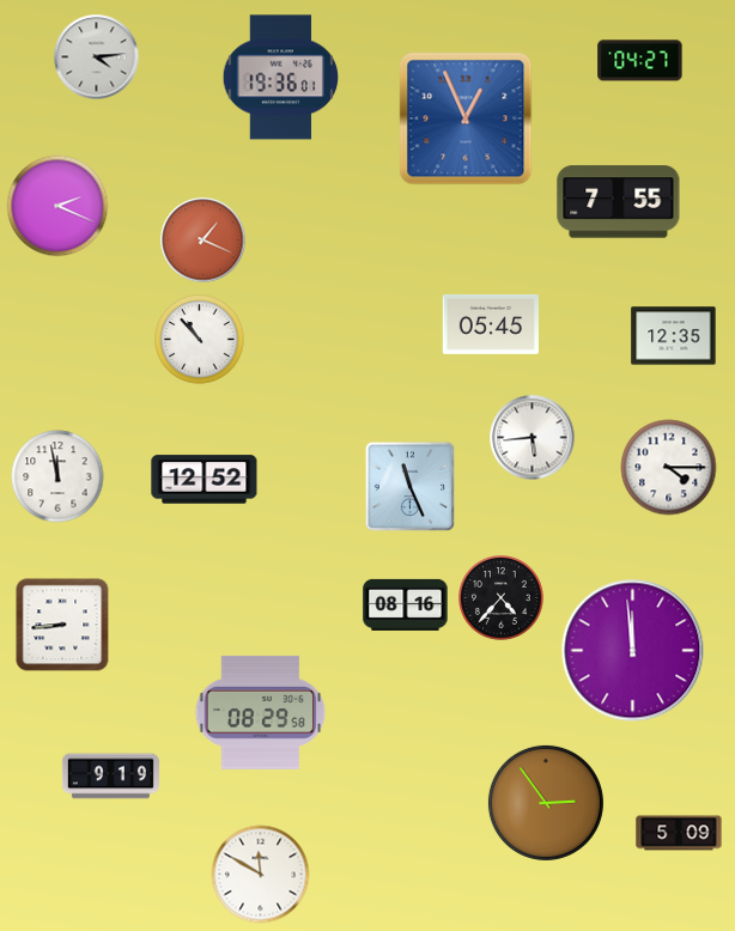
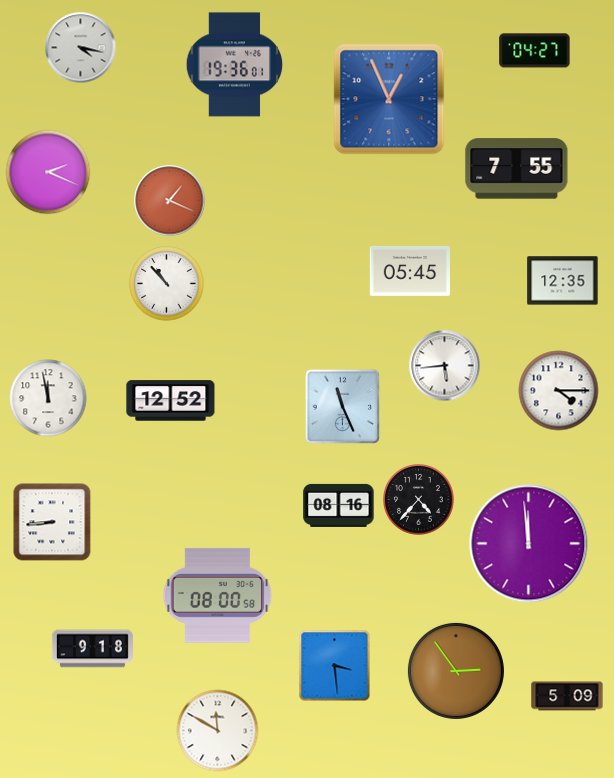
clock at (97, 57): 4:14 -> 4:17
clock at (261, 712): 08:29 -> 08:00
clock at (110, 777): 9:19 -> 9:18
clock at (335, 666): none -> 3:29
